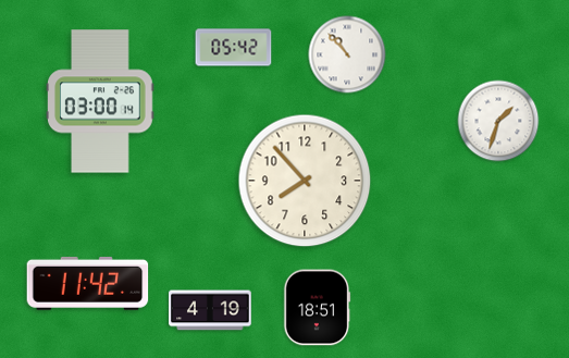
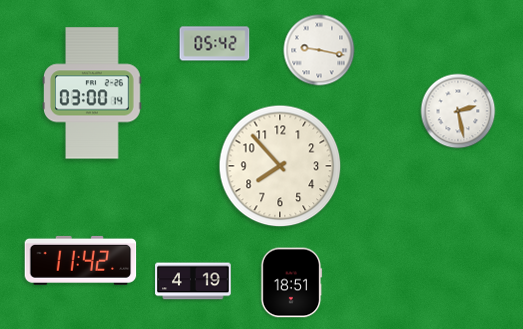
clock at (347, 54): 10:53 -> 9:17
clock at (498, 121): 1:33 -> 2:28
clock at (210, 310) position: (210, 310) -> (193, 281)
